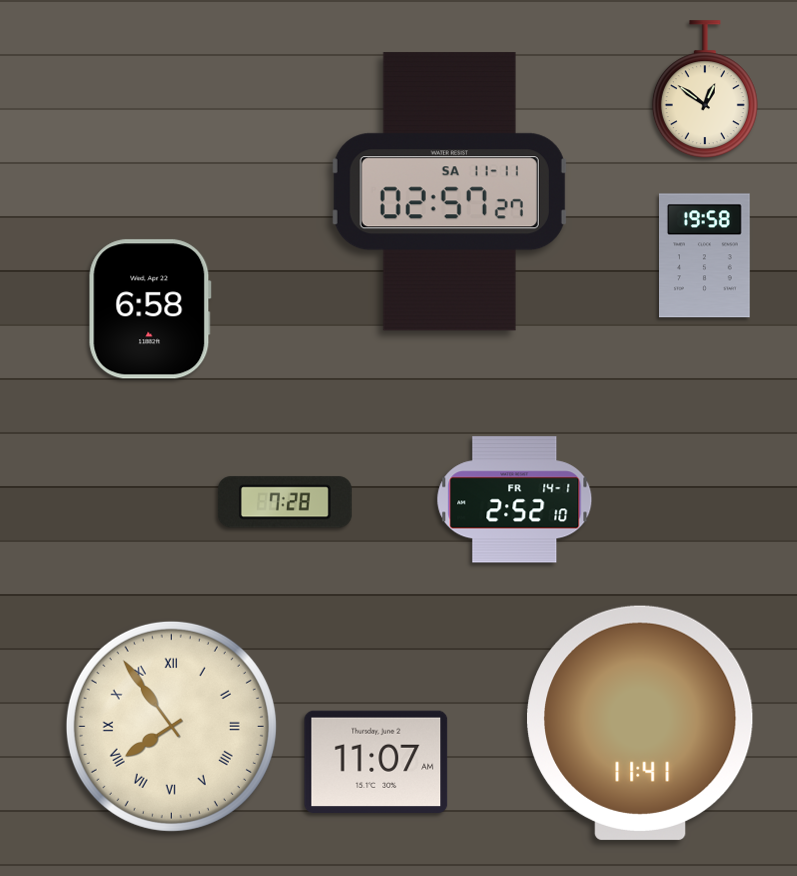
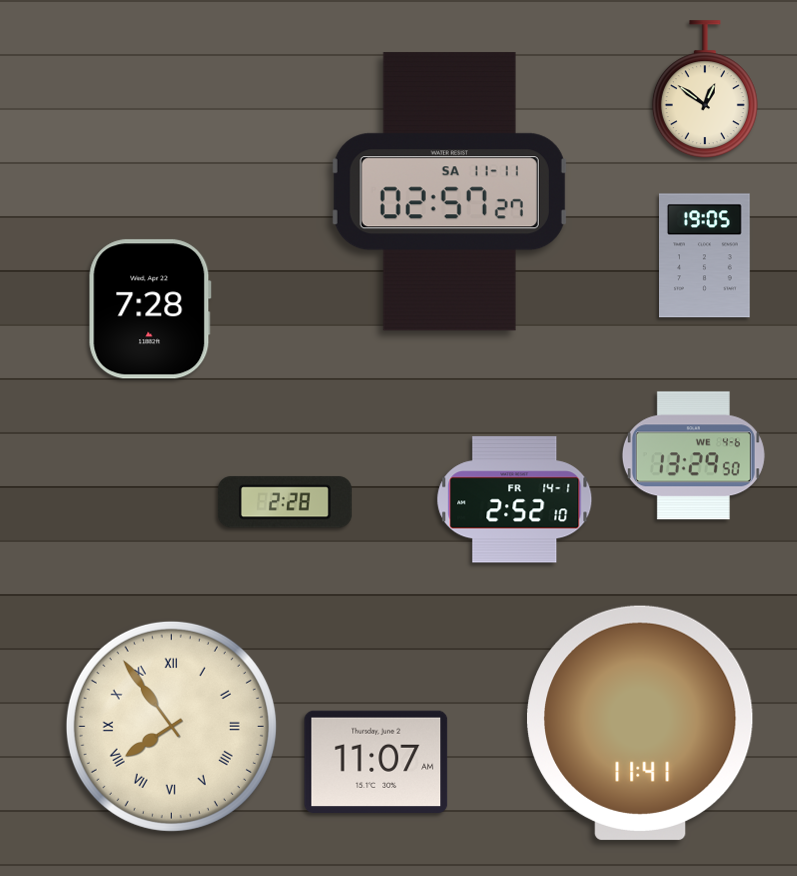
clock at (705, 256): 19:58 -> 19:05
clock at (150, 309): 6:58 -> 7:28
clock at (693, 456): none -> 13:29
clock at (285, 502): 7:28 -> 2:28
